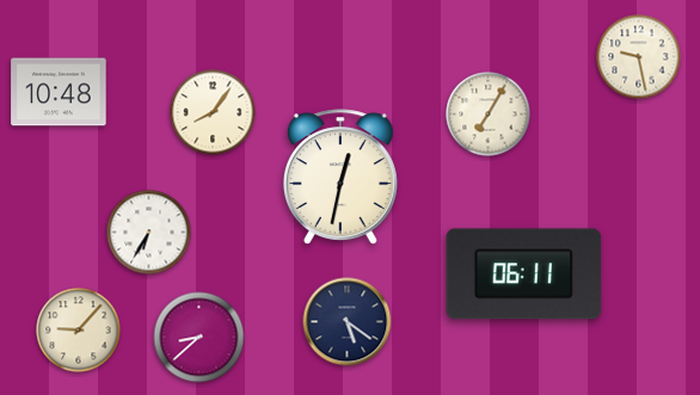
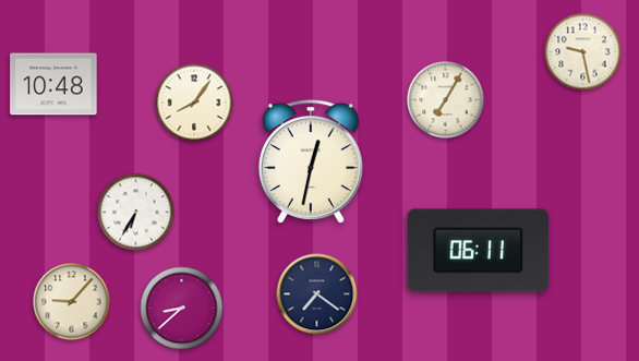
clock at (489, 115) position: (489, 115) -> (446, 100)
clock at (348, 322): 5:21 -> 7:21
